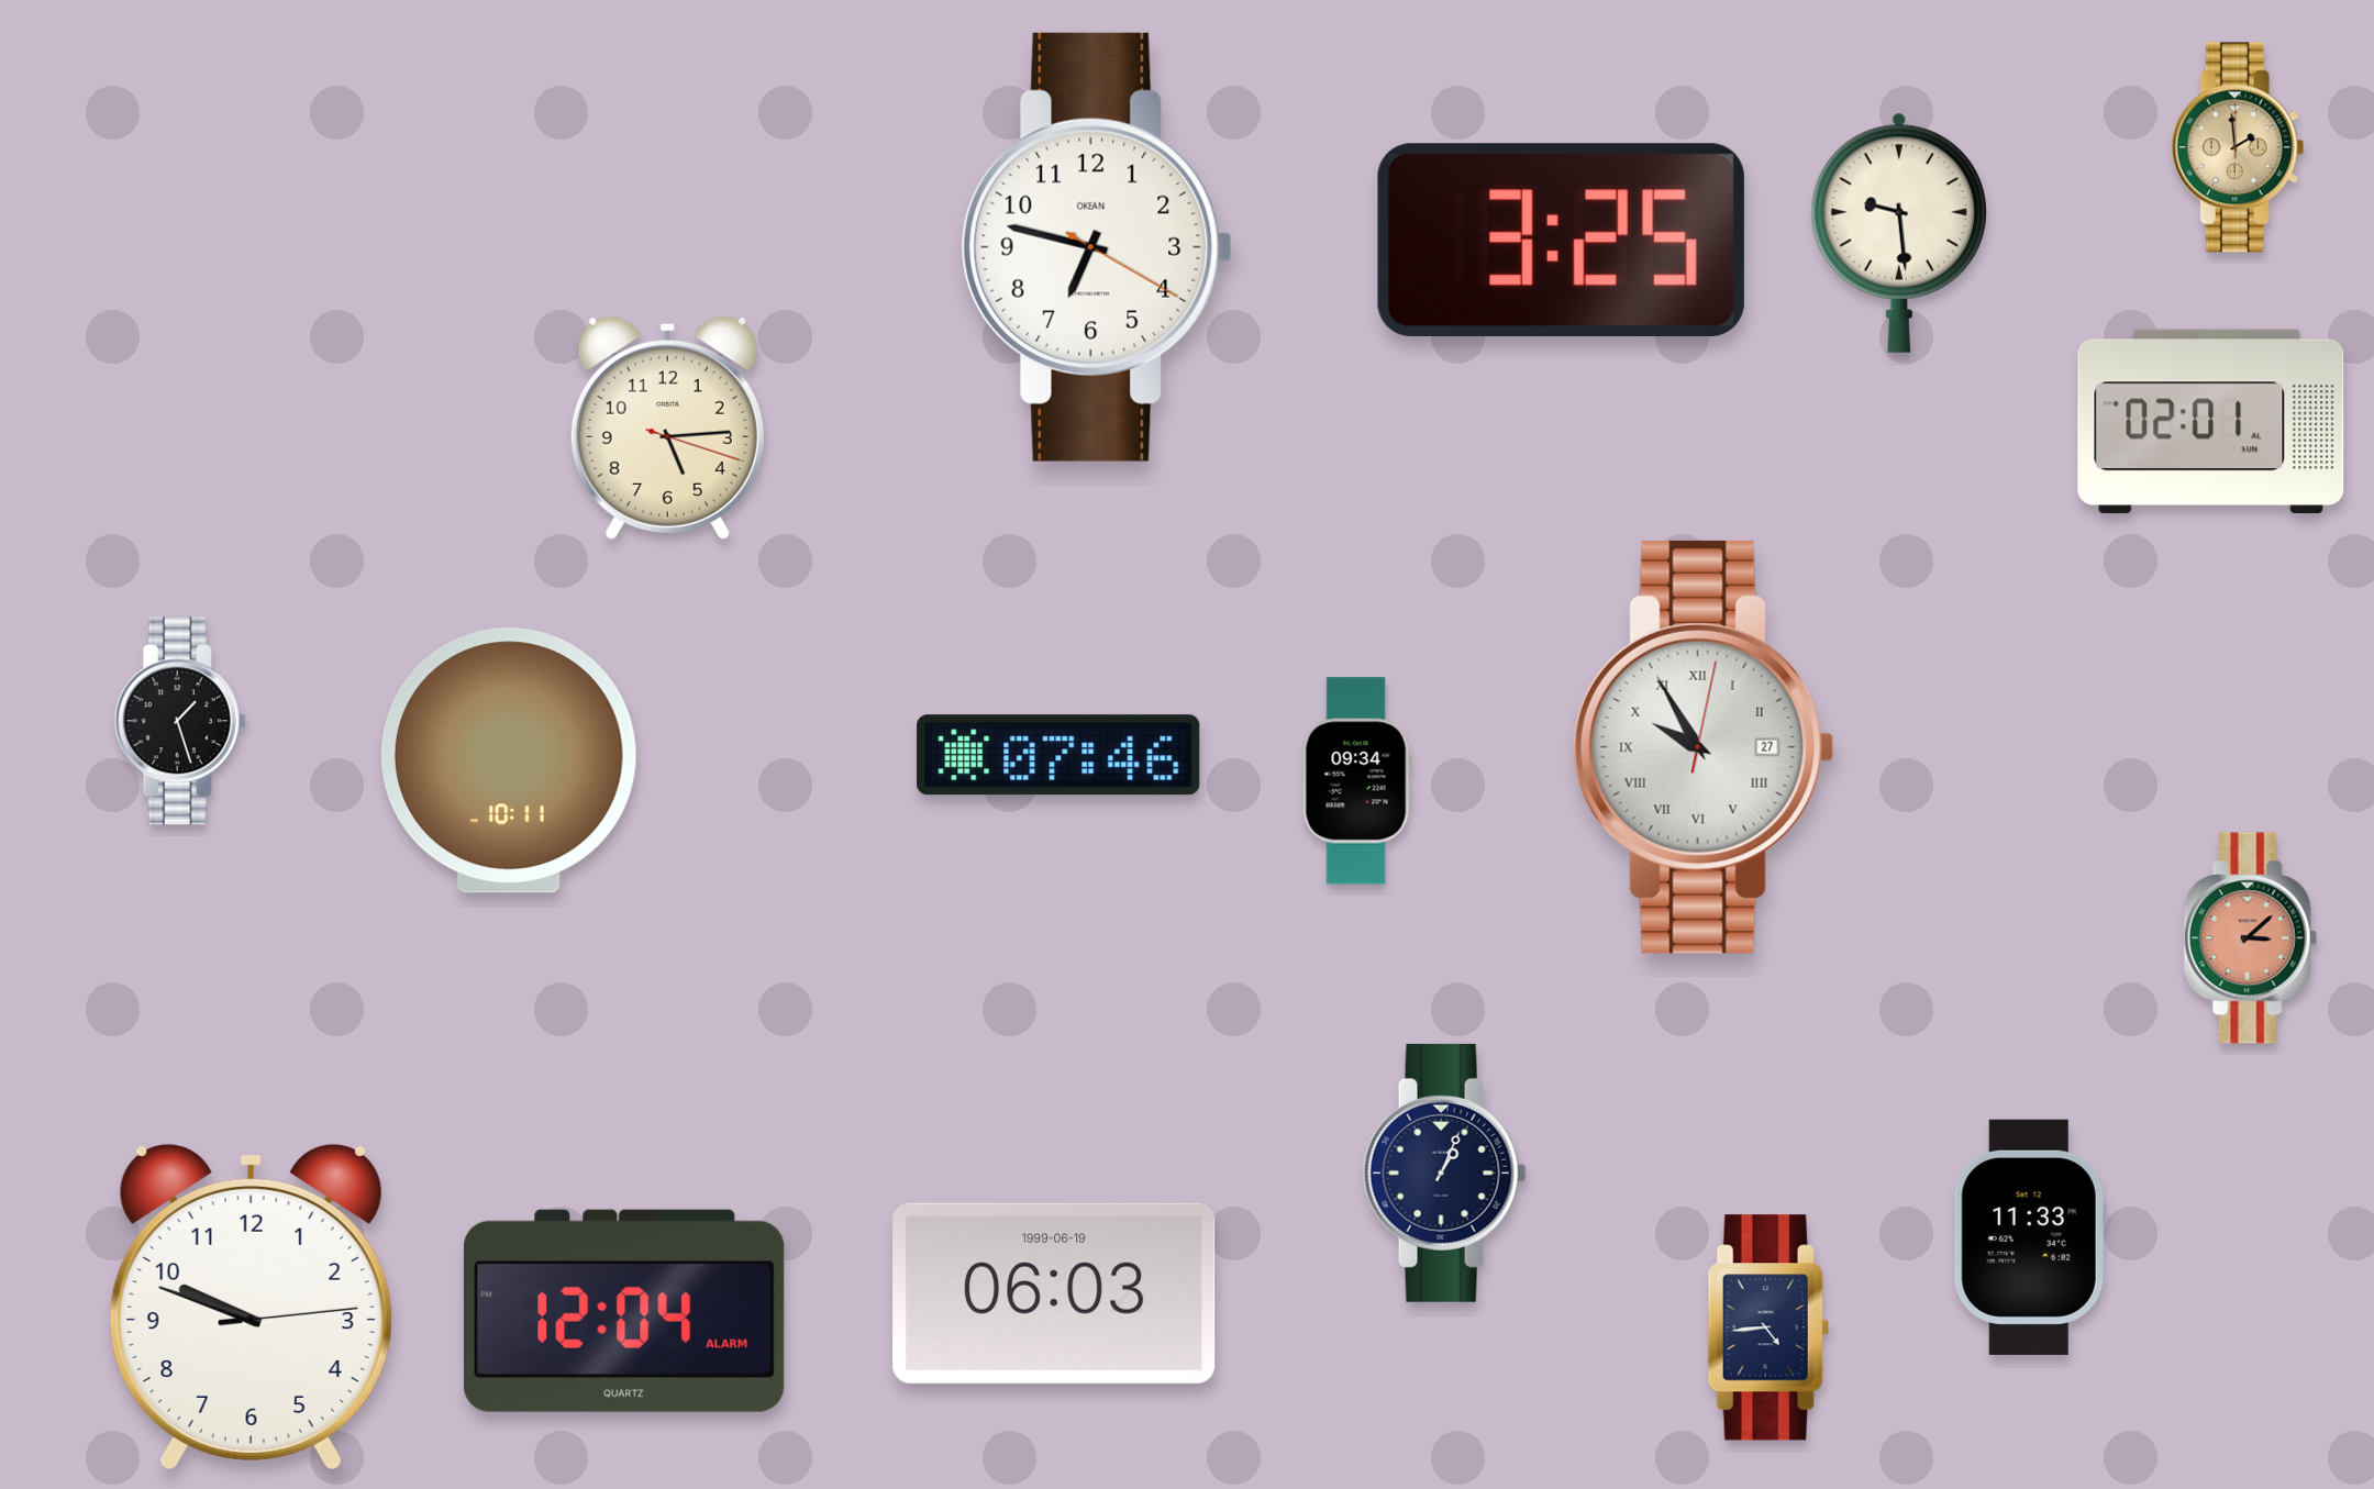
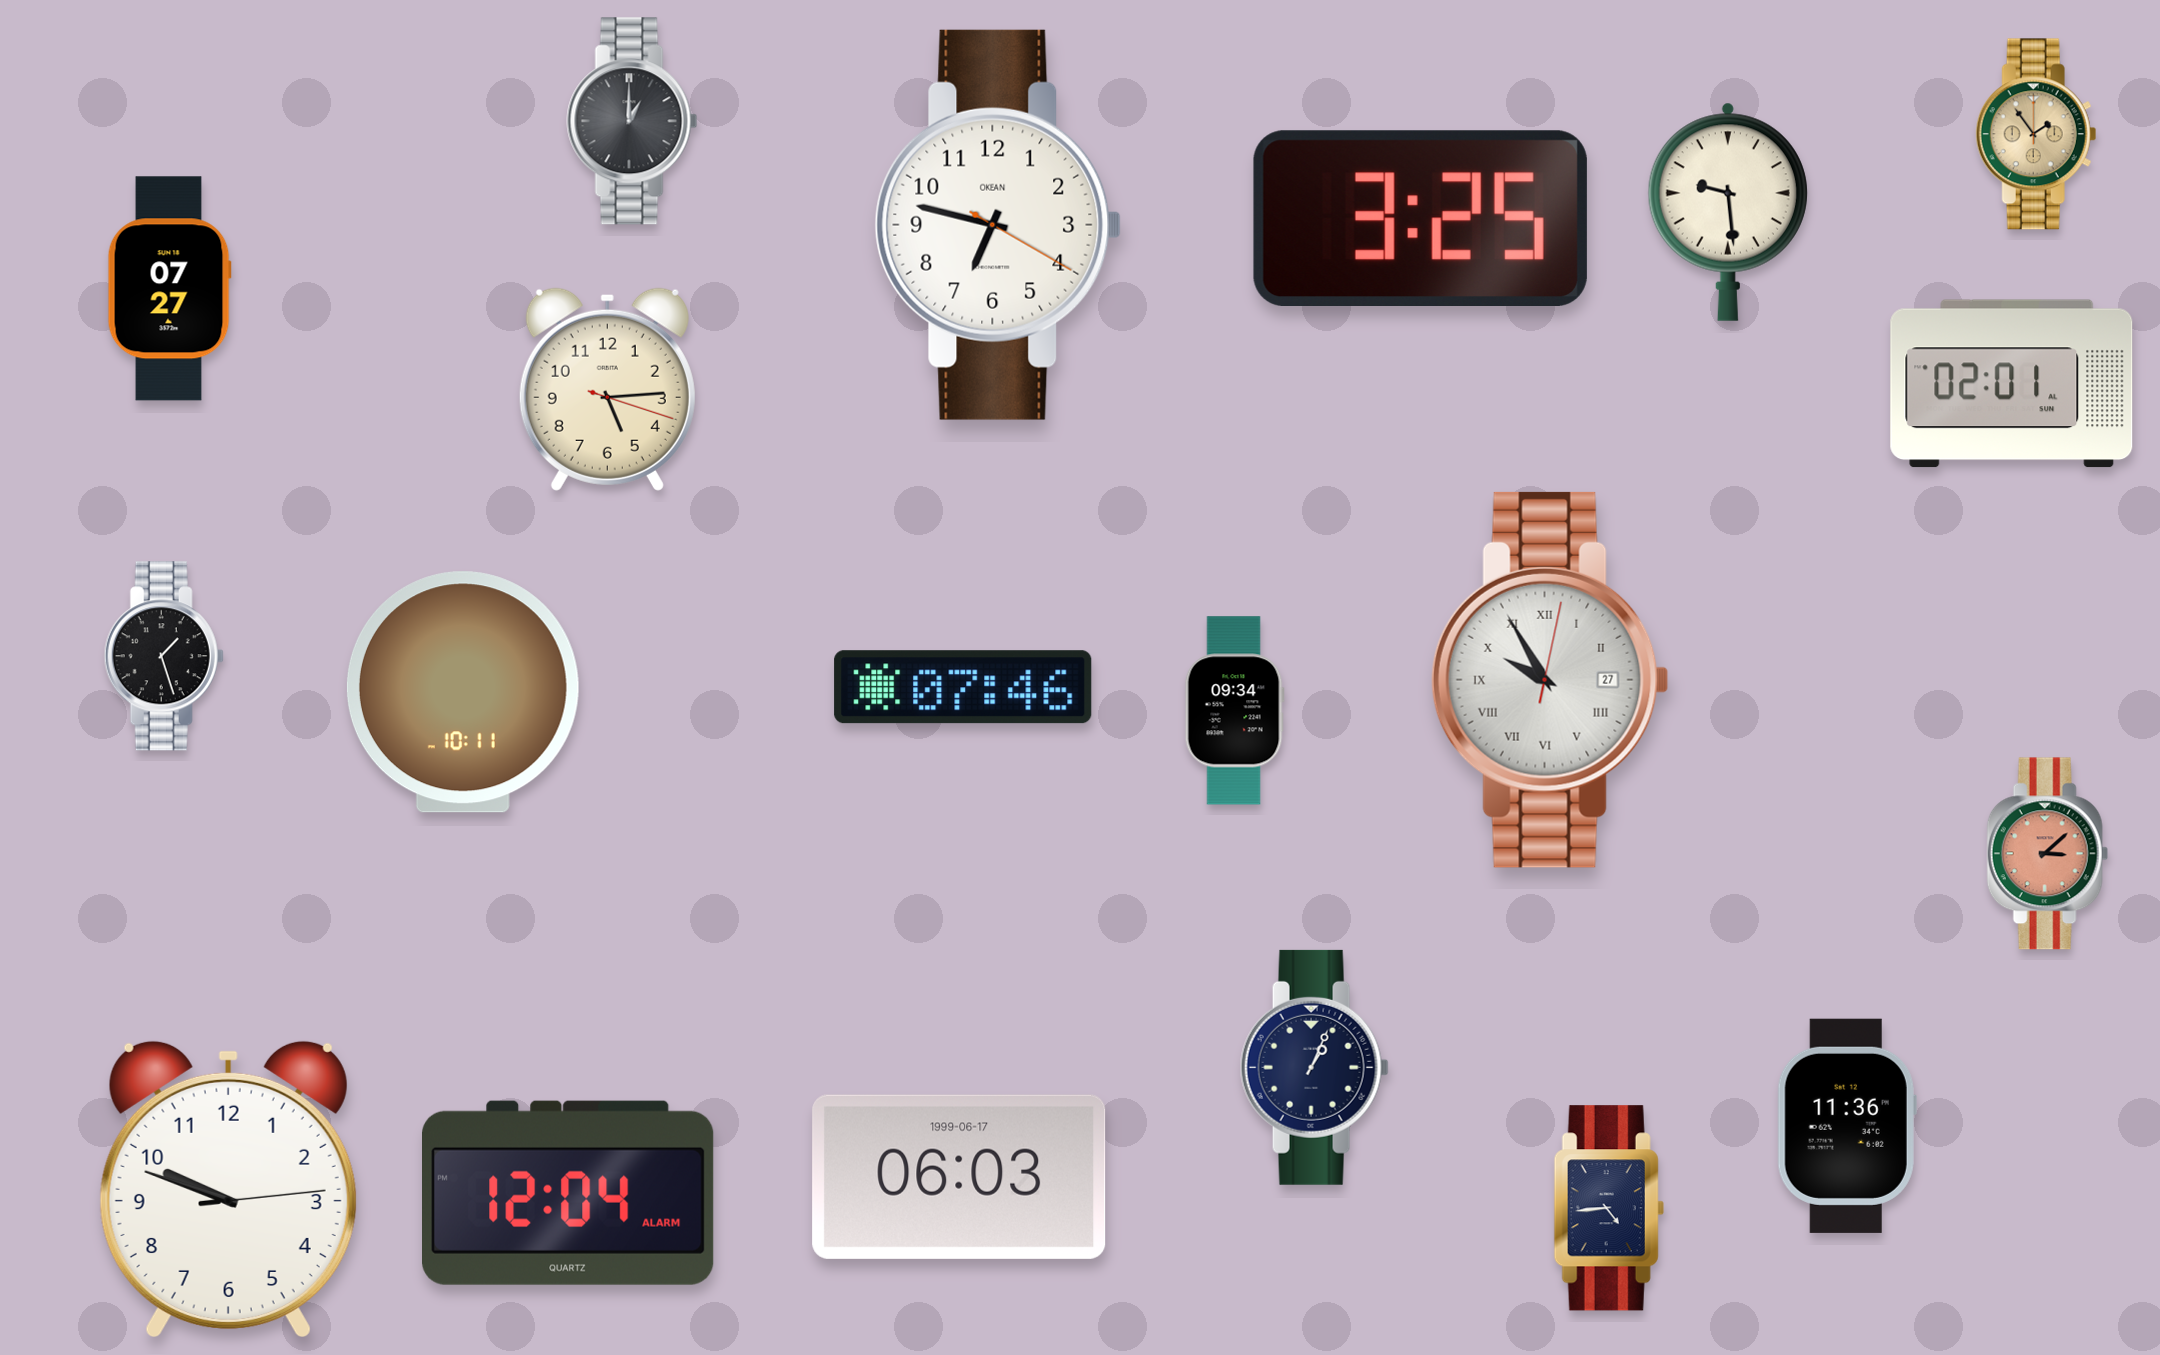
clock at (632, 121): none -> 1:00
clock at (2238, 147): 1:59 -> 1:54
clock at (169, 289): none -> 07:27
clock at (2030, 1237): 11:33 -> 11:36
clock at (1054, 1293) date: 1999-06-19 -> 1999-06-17
